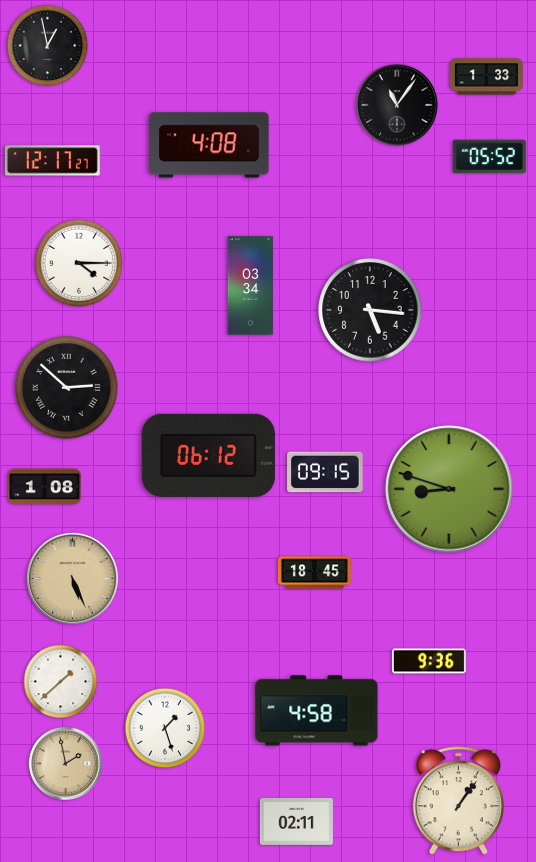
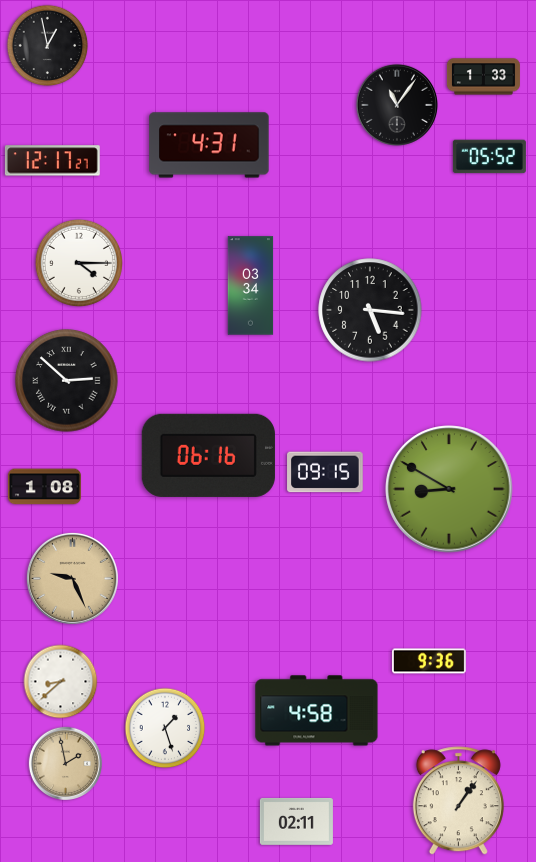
clock at (486, 77) position: (486, 77) -> (483, 77)
clock at (209, 145): 4:08 -> 4:31
clock at (67, 388) position: (67, 388) -> (67, 381)
clock at (208, 455): 06:12 -> 06:16
clock at (449, 489): 8:48 -> 8:50
clock at (314, 573): 18:45 -> none
clock at (72, 578): 5:26 -> 9:26
clock at (61, 682): 1:38 -> 8:38
